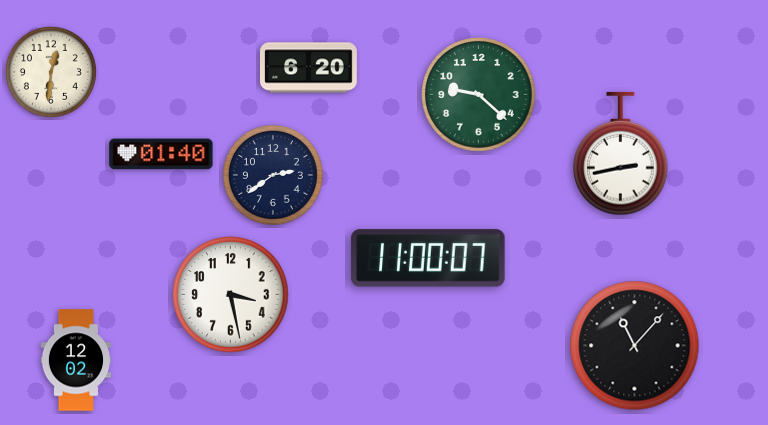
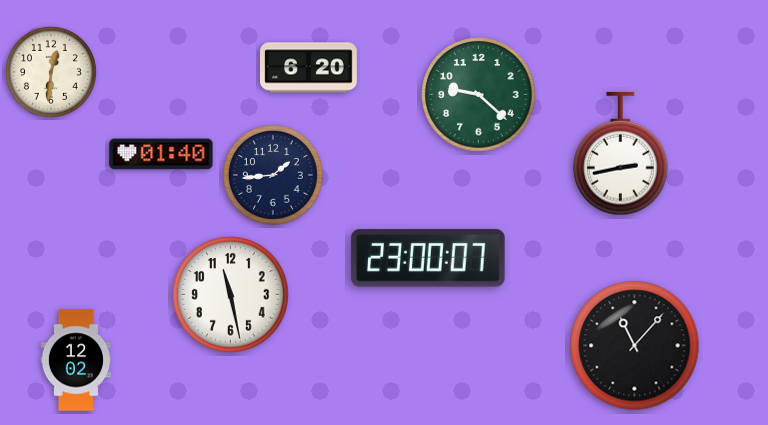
clock at (274, 176): 2:39 -> 1:44
clock at (428, 258): 11:00 -> 23:00
clock at (231, 295): 3:28 -> 11:28
